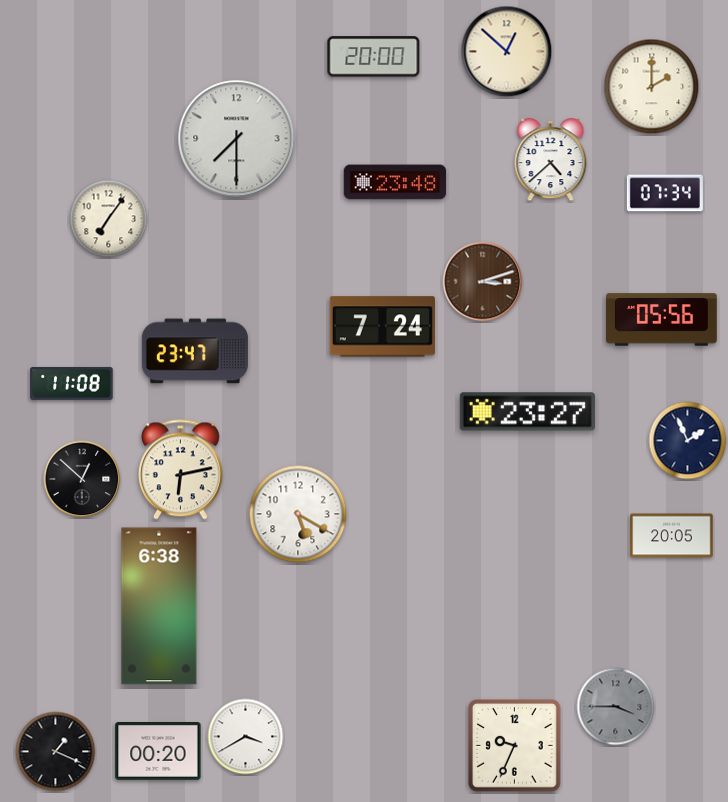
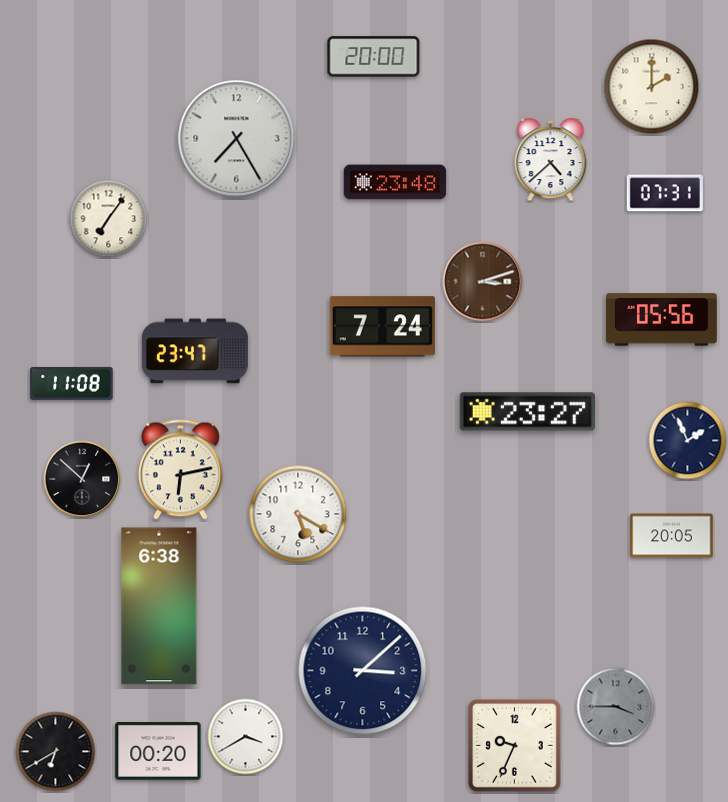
clock at (507, 52): 12:52 -> none
clock at (237, 139): 7:30 -> 7:25
clock at (665, 193): 07:34 -> 07:31
clock at (363, 671): none -> 3:08
clock at (56, 752): 1:19 -> 6:40
